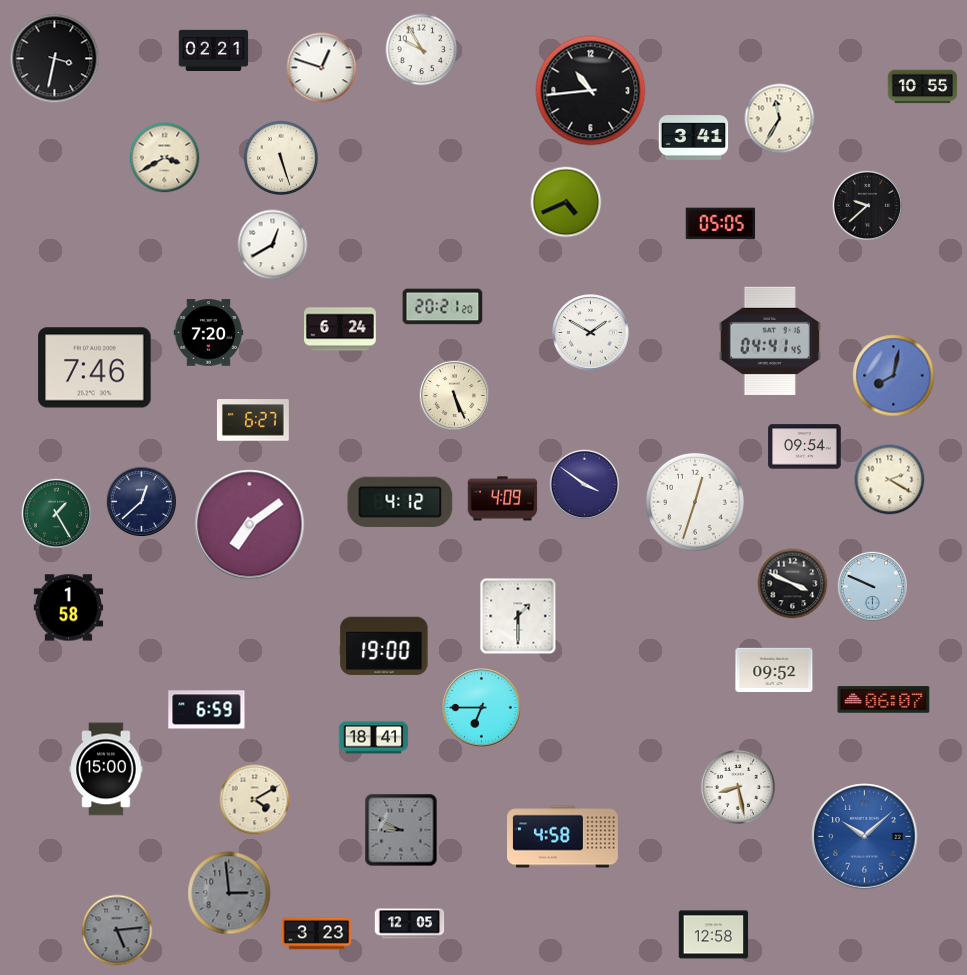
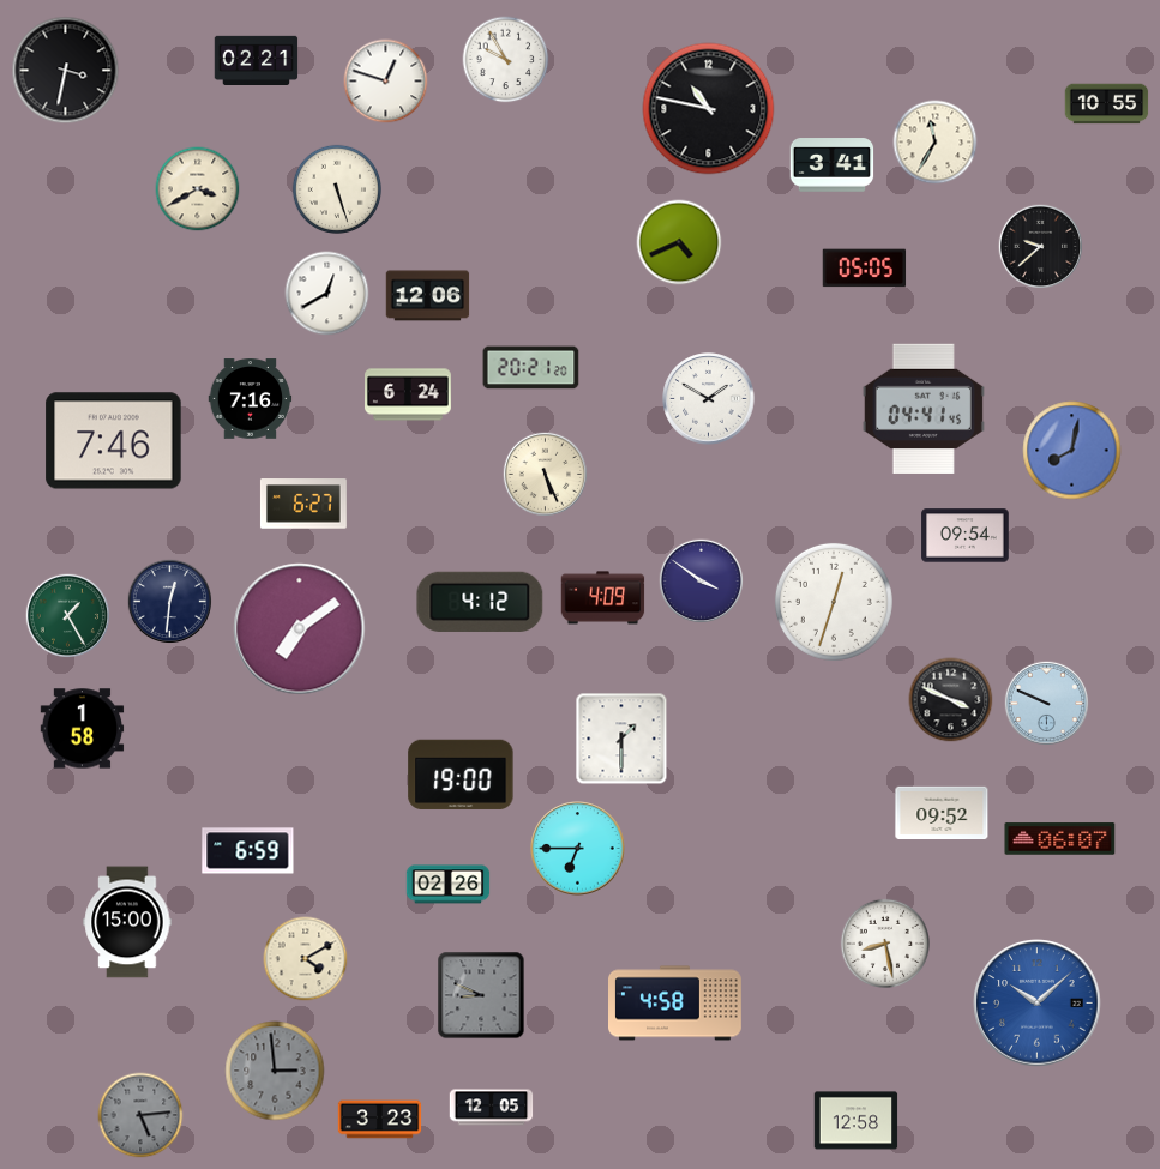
clock at (591, 91): 10:44 -> 10:47
clock at (428, 296): none -> 12:06
clock at (209, 333): 7:20 -> 7:16
clock at (890, 480): 2:20 -> none
clock at (141, 501): 12:38 -> 12:31
clock at (774, 669) position: (774, 669) -> (942, 812)
clock at (374, 738): 18:41 -> 02:26
